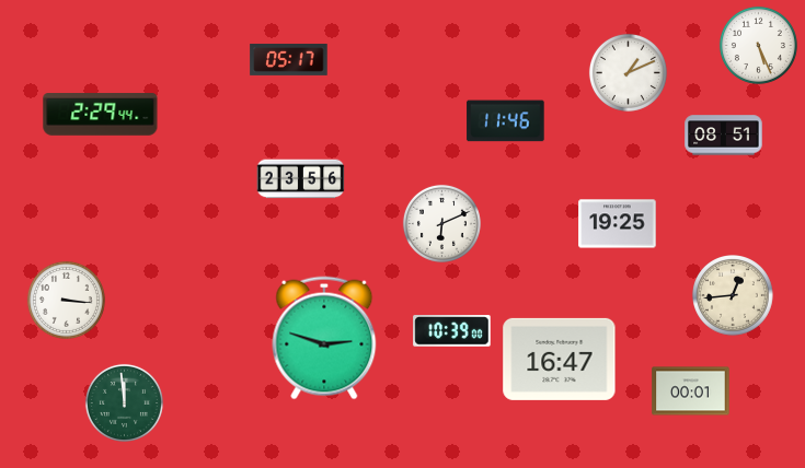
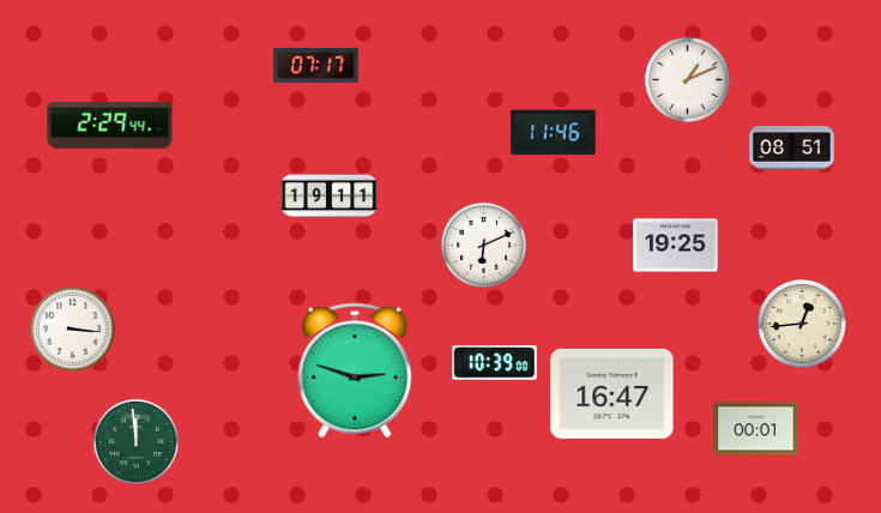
clock at (758, 45): 5:26 -> none
clock at (289, 59): 05:17 -> 07:17
clock at (301, 179): 23:56 -> 19:11
